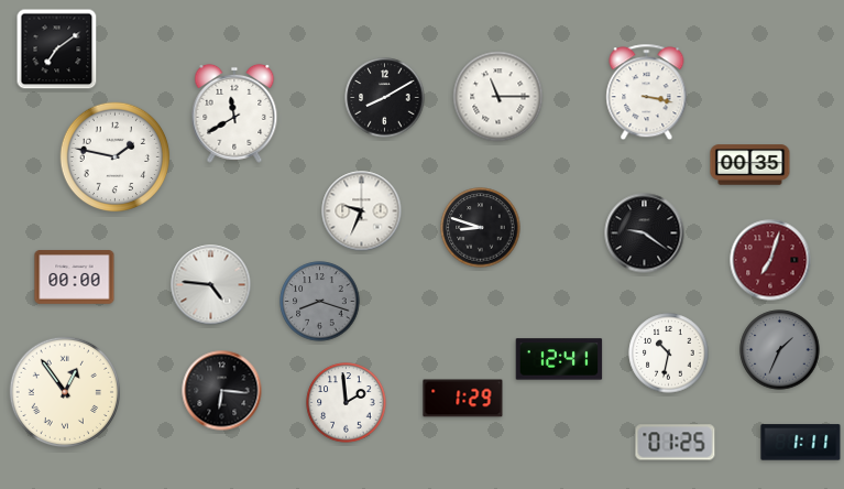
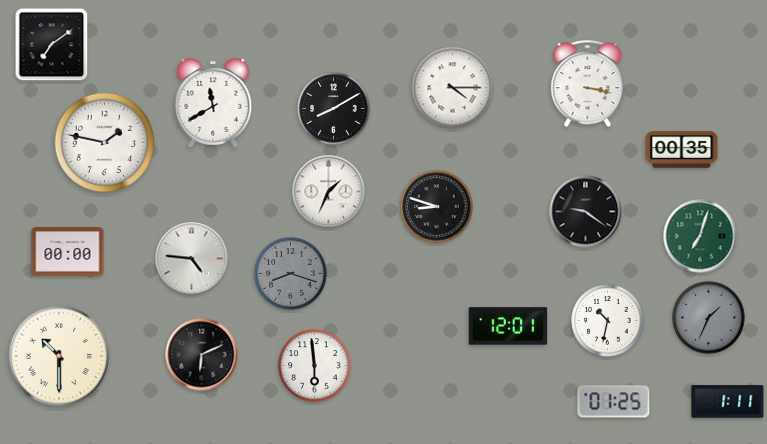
clock at (498, 97): 11:15 -> 4:15
clock at (385, 98) position: (385, 98) -> (334, 109)
clock at (362, 211): 9:34 -> 1:34
clock at (770, 260) dial: burgundy -> green
clock at (559, 359): 12:41 -> 12:01
clock at (64, 391): 12:54 -> 10:30
clock at (222, 391): 6:16 -> 6:11
clock at (463, 399): 1:29 -> none
clock at (347, 403): 1:59 -> 5:59
